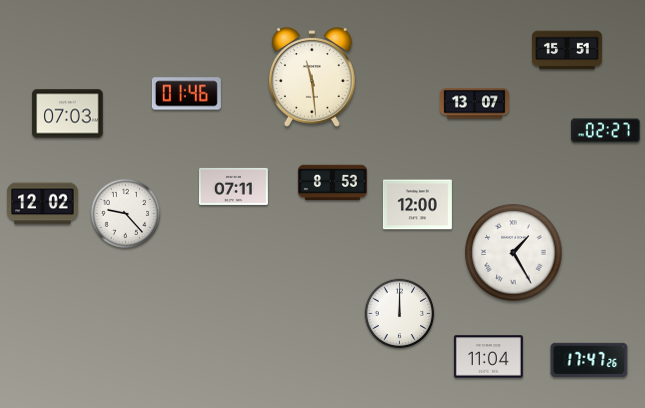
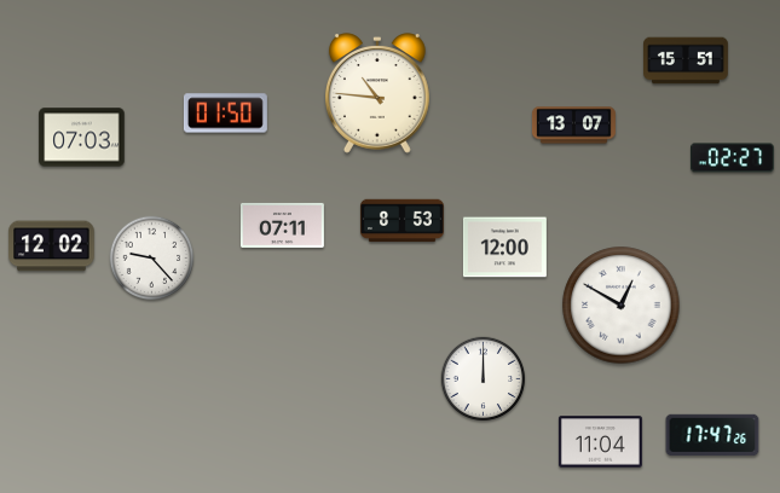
clock at (312, 77): 11:29 -> 10:46
clock at (186, 94): 01:46 -> 01:50
clock at (514, 253): 1:25 -> 12:50
clock at (488, 357) position: (488, 357) -> (600, 442)
